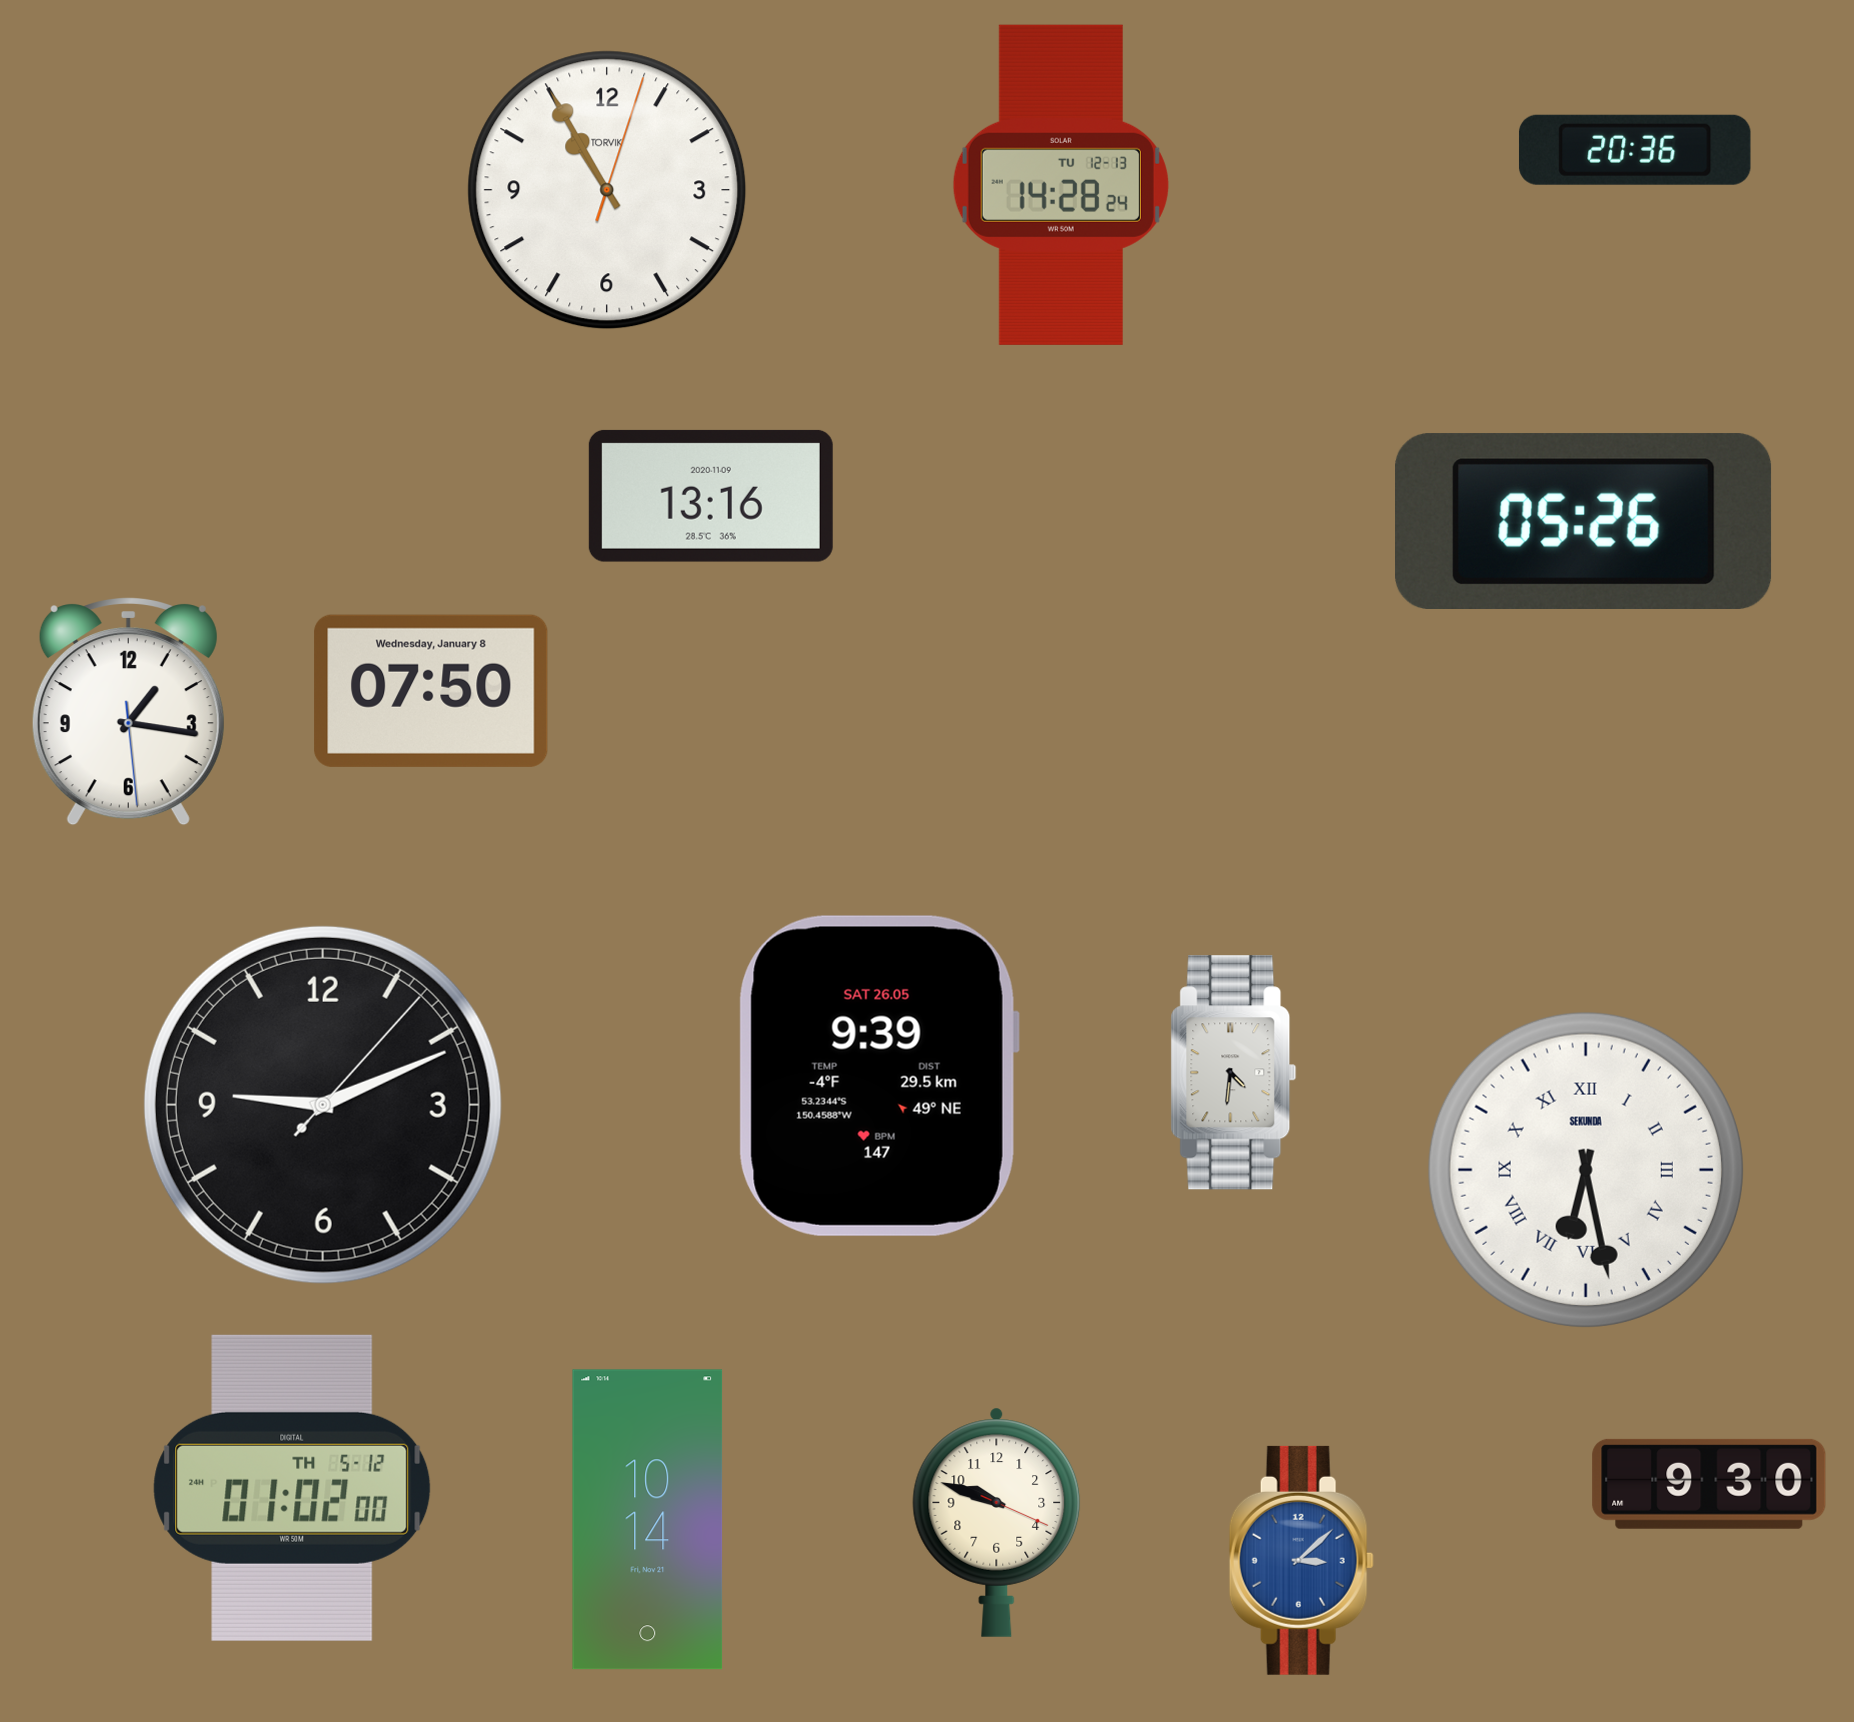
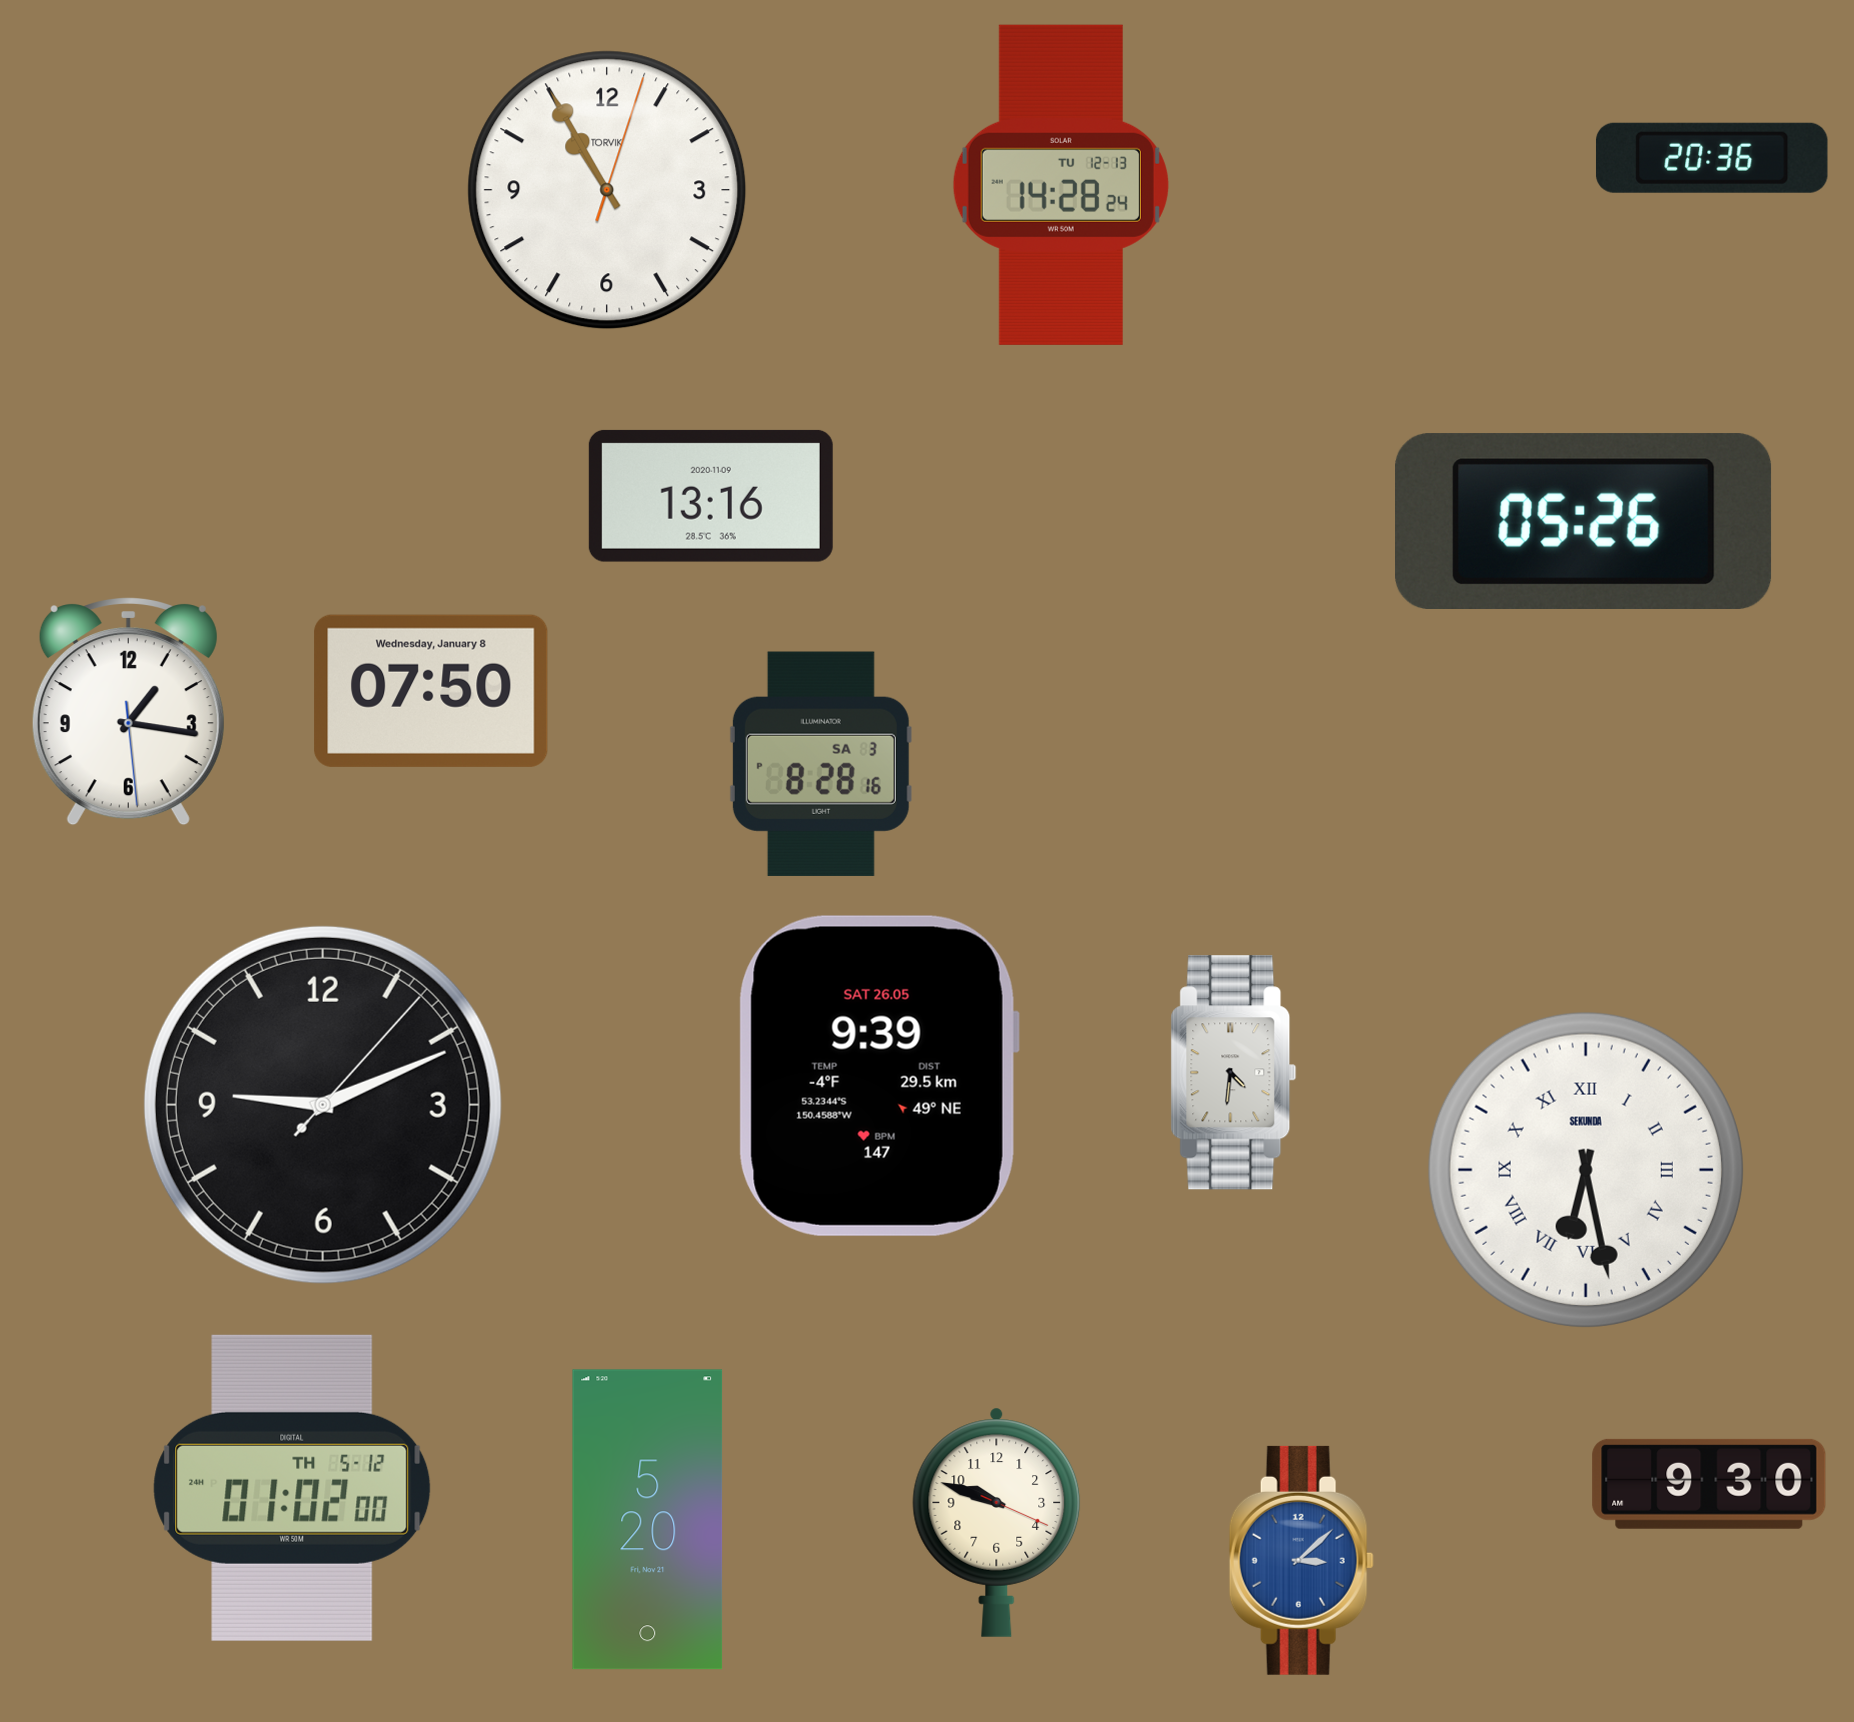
clock at (1635, 150) position: (1635, 150) -> (1712, 158)
clock at (821, 764): none -> 8:28
clock at (648, 1520): 10:14 -> 5:20
